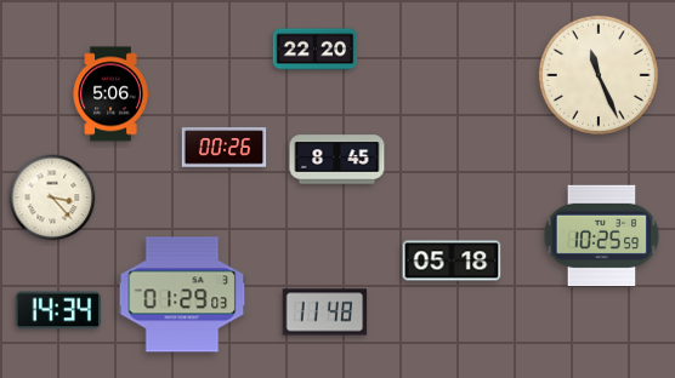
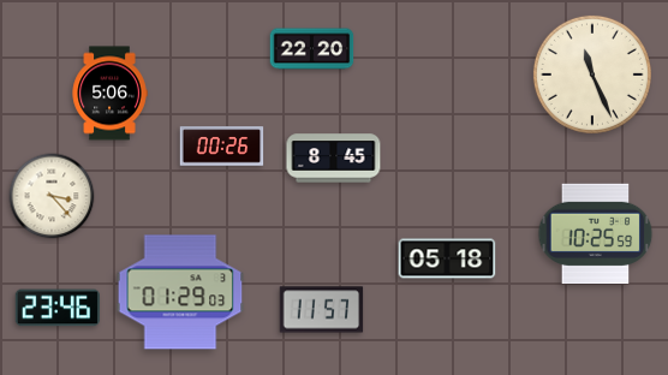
clock at (58, 310): 14:34 -> 23:46
clock at (325, 313): 11:48 -> 11:57
